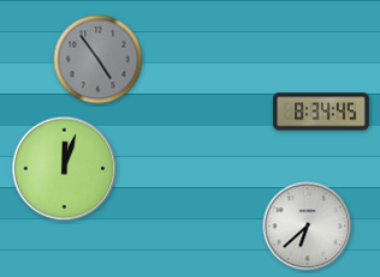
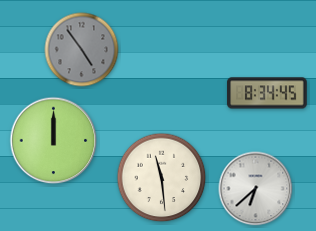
clock at (65, 169): 12:03 -> 12:00
clock at (162, 178): none -> 11:29
